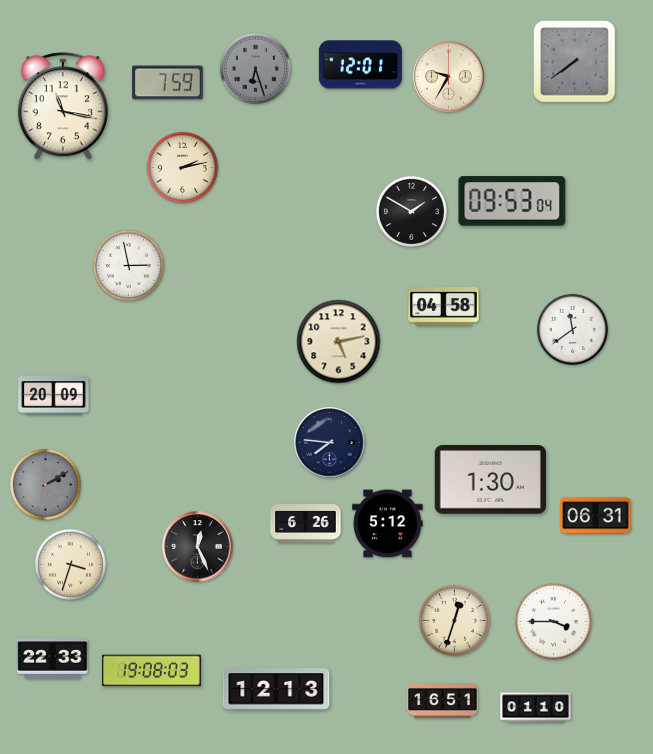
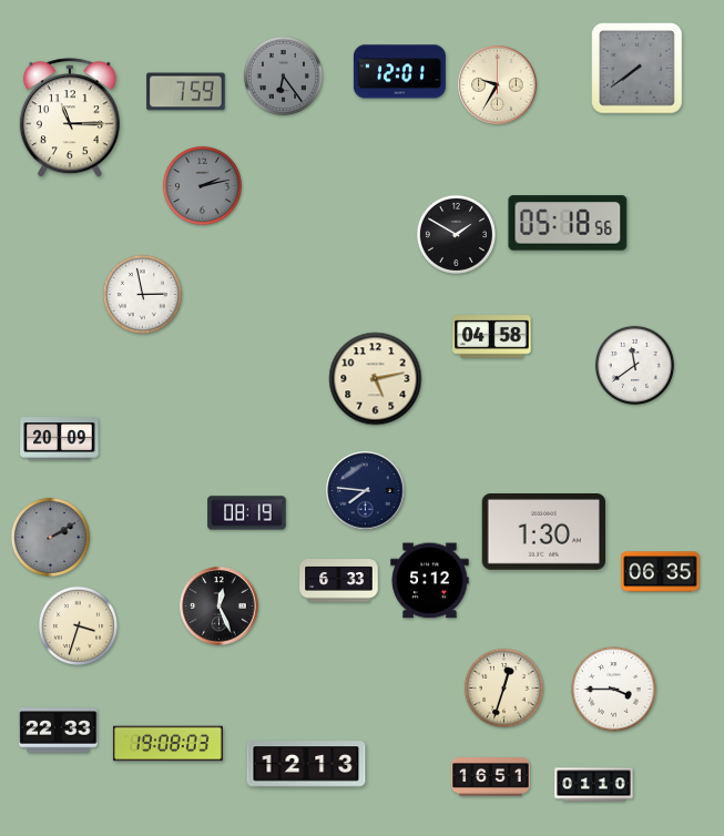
clock at (255, 68): 6:27 -> 6:24
clock at (63, 107): 11:17 -> 11:15
clock at (182, 167) dial: cream -> grey
clock at (512, 201): 09:53 -> 05:18
clock at (444, 307) position: (444, 307) -> (492, 337)
clock at (247, 513): none -> 08:19
clock at (596, 516): 06:31 -> 06:35
clock at (306, 524): 6:26 -> 6:33
